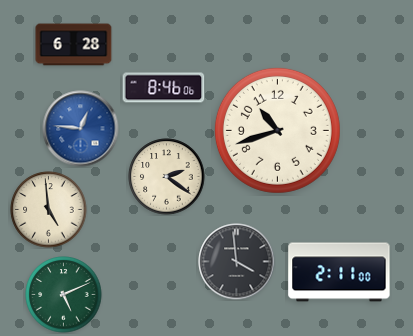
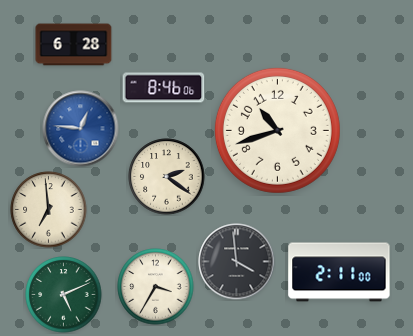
clock at (49, 210): 4:59 -> 6:59
clock at (156, 287): none -> 3:35
